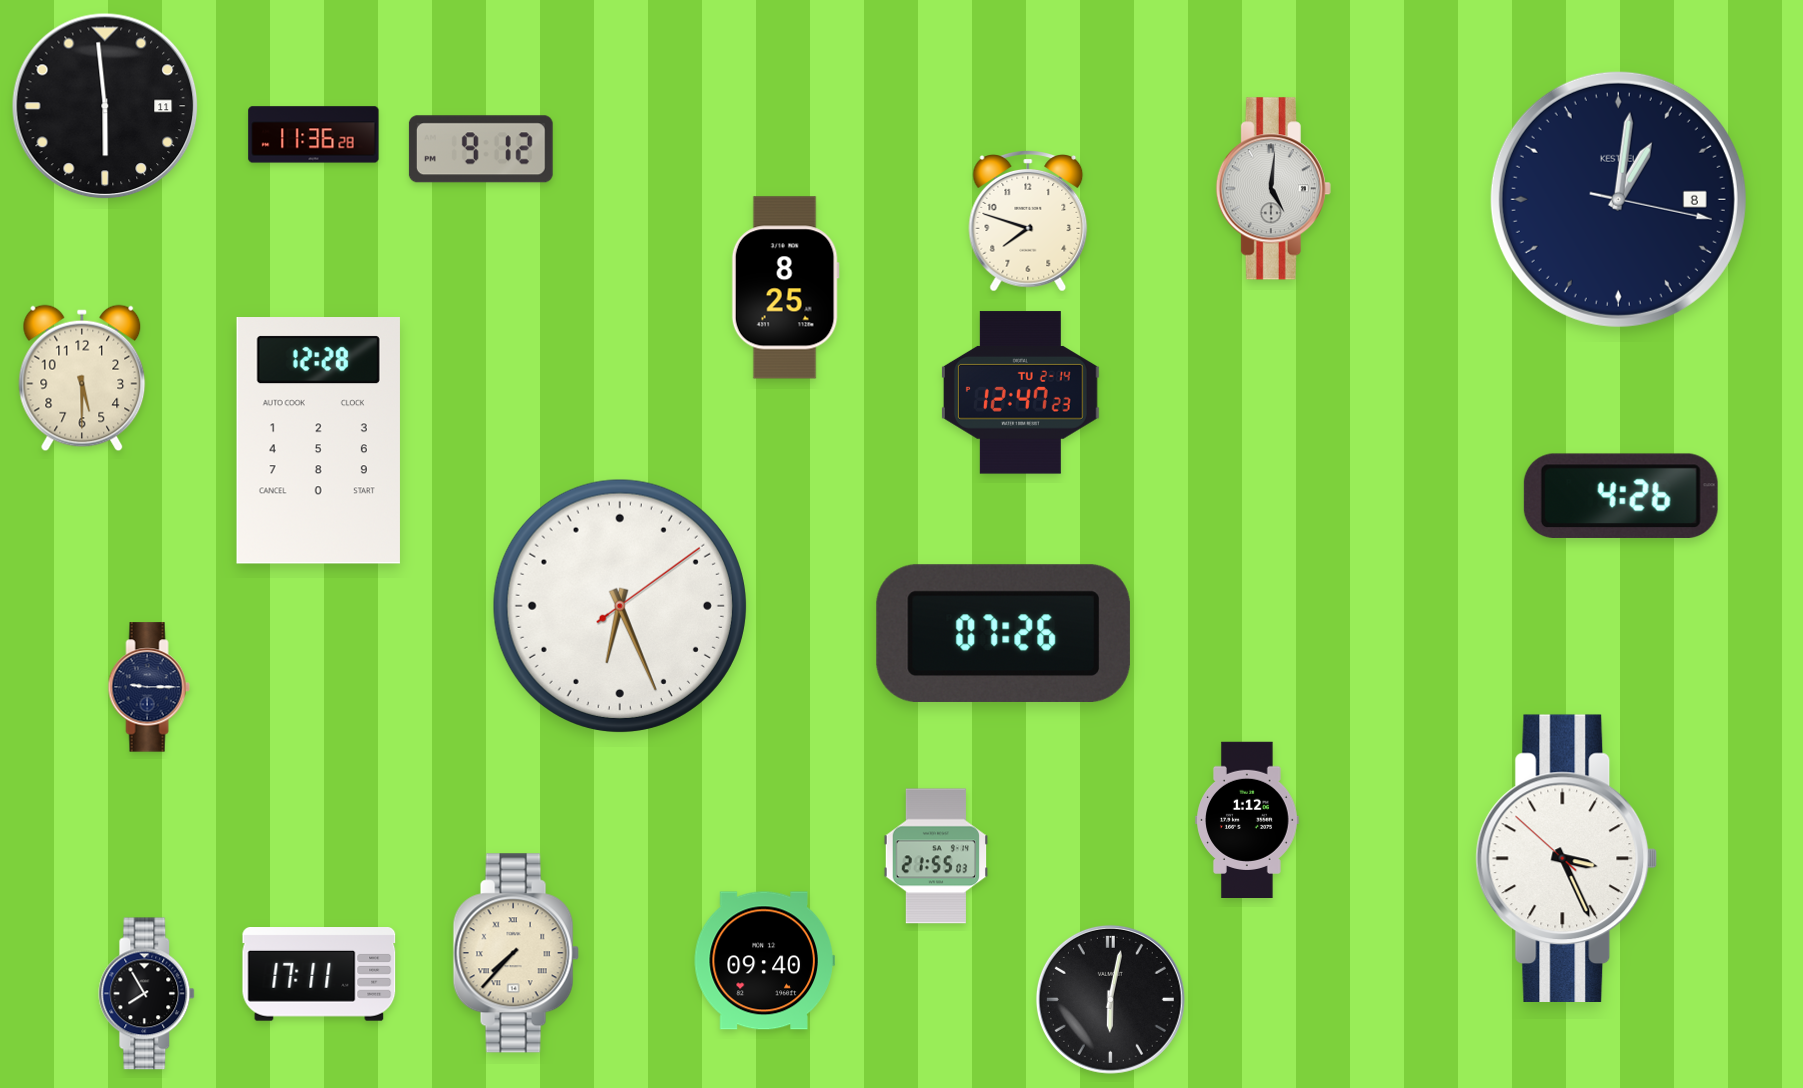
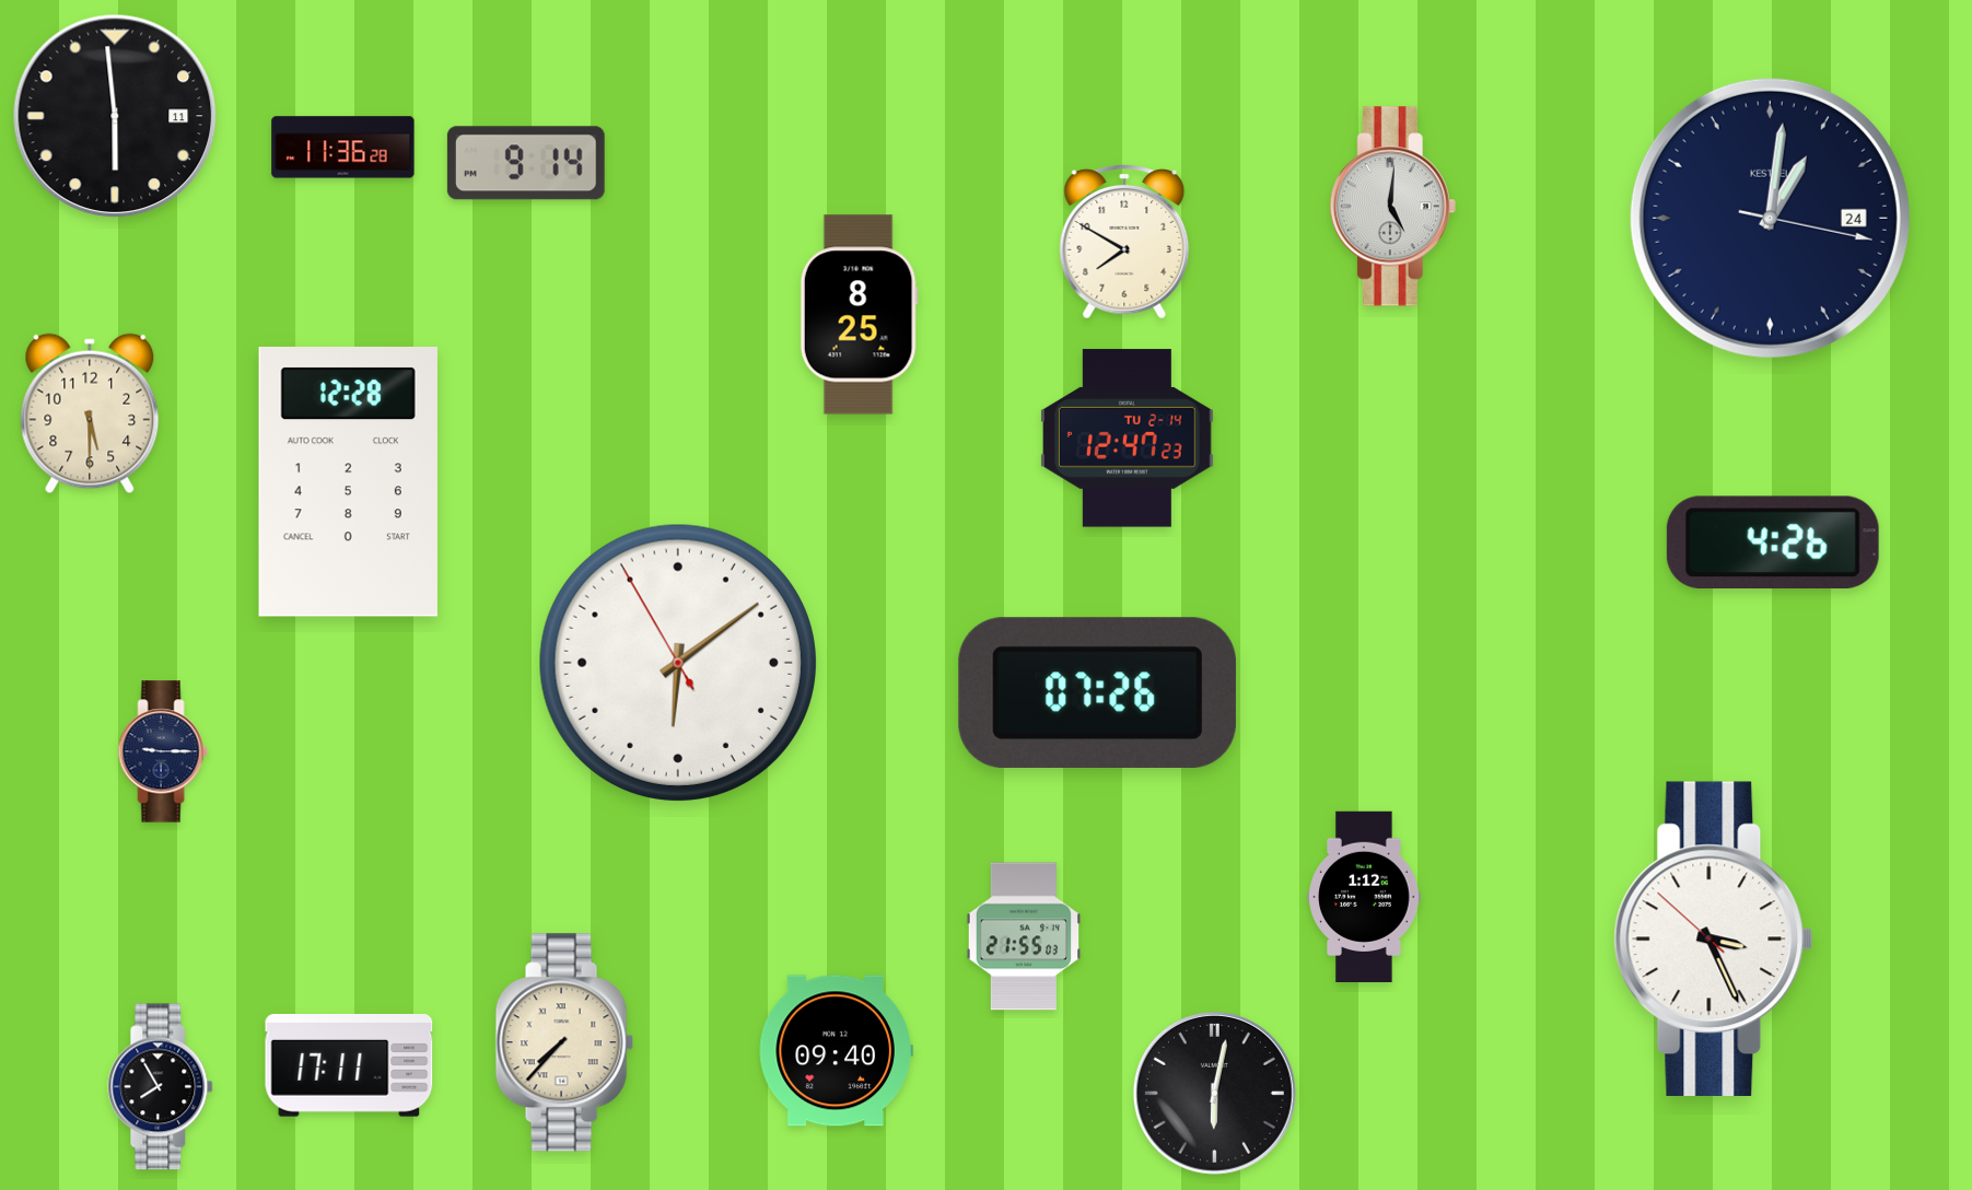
clock at (481, 149): 9:12 -> 9:14
clock at (1618, 199) date: 8 -> 24
clock at (1028, 222): 7:48 -> 7:50
clock at (1020, 393) position: (1020, 393) -> (1127, 439)
clock at (620, 606): 6:26 -> 6:08
